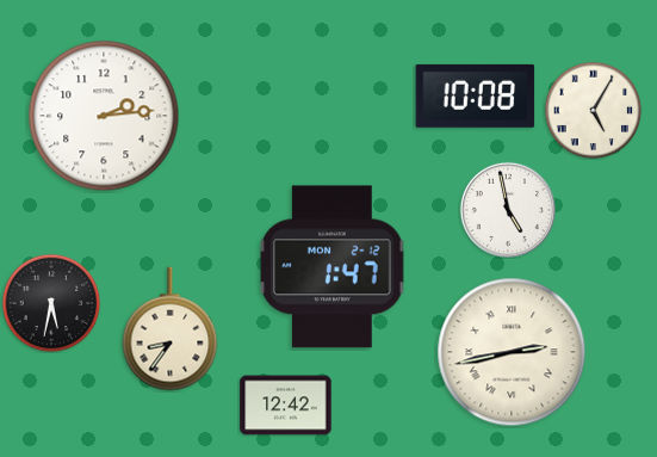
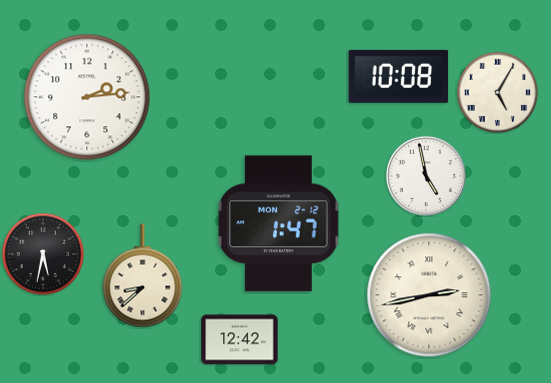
clock at (476, 95) position: (476, 95) -> (399, 76)
clock at (171, 329): 8:36 -> 8:38
